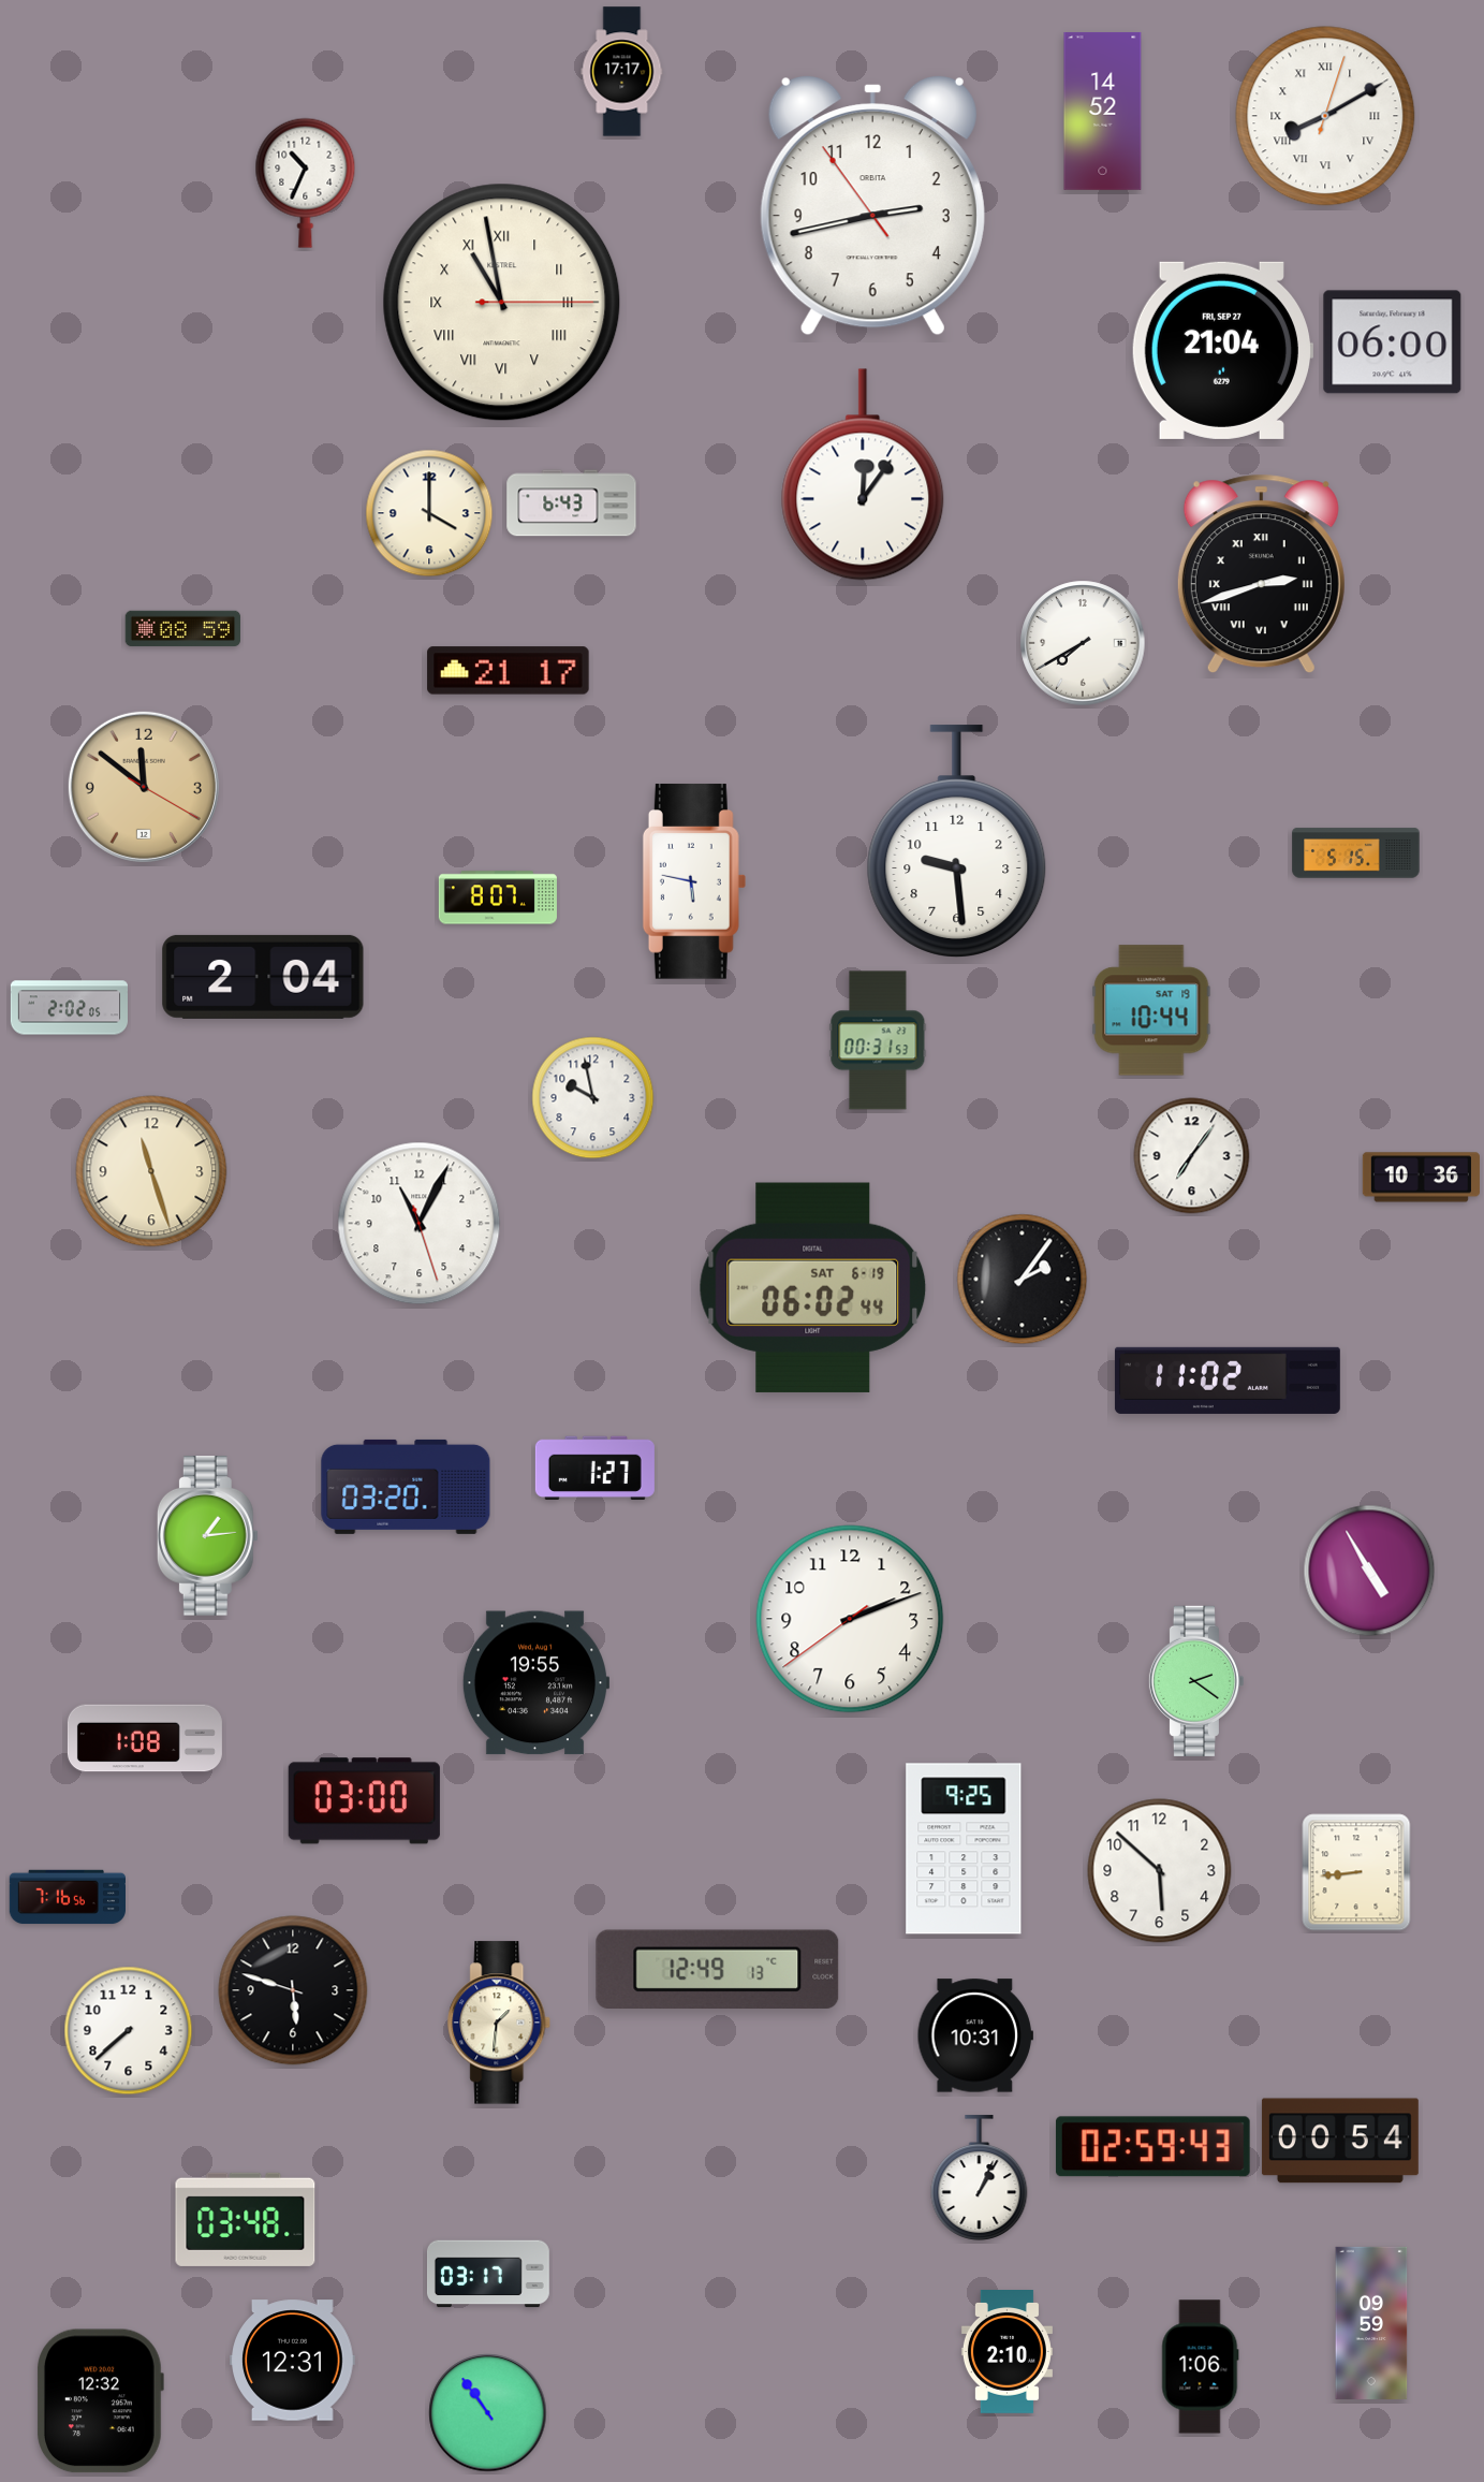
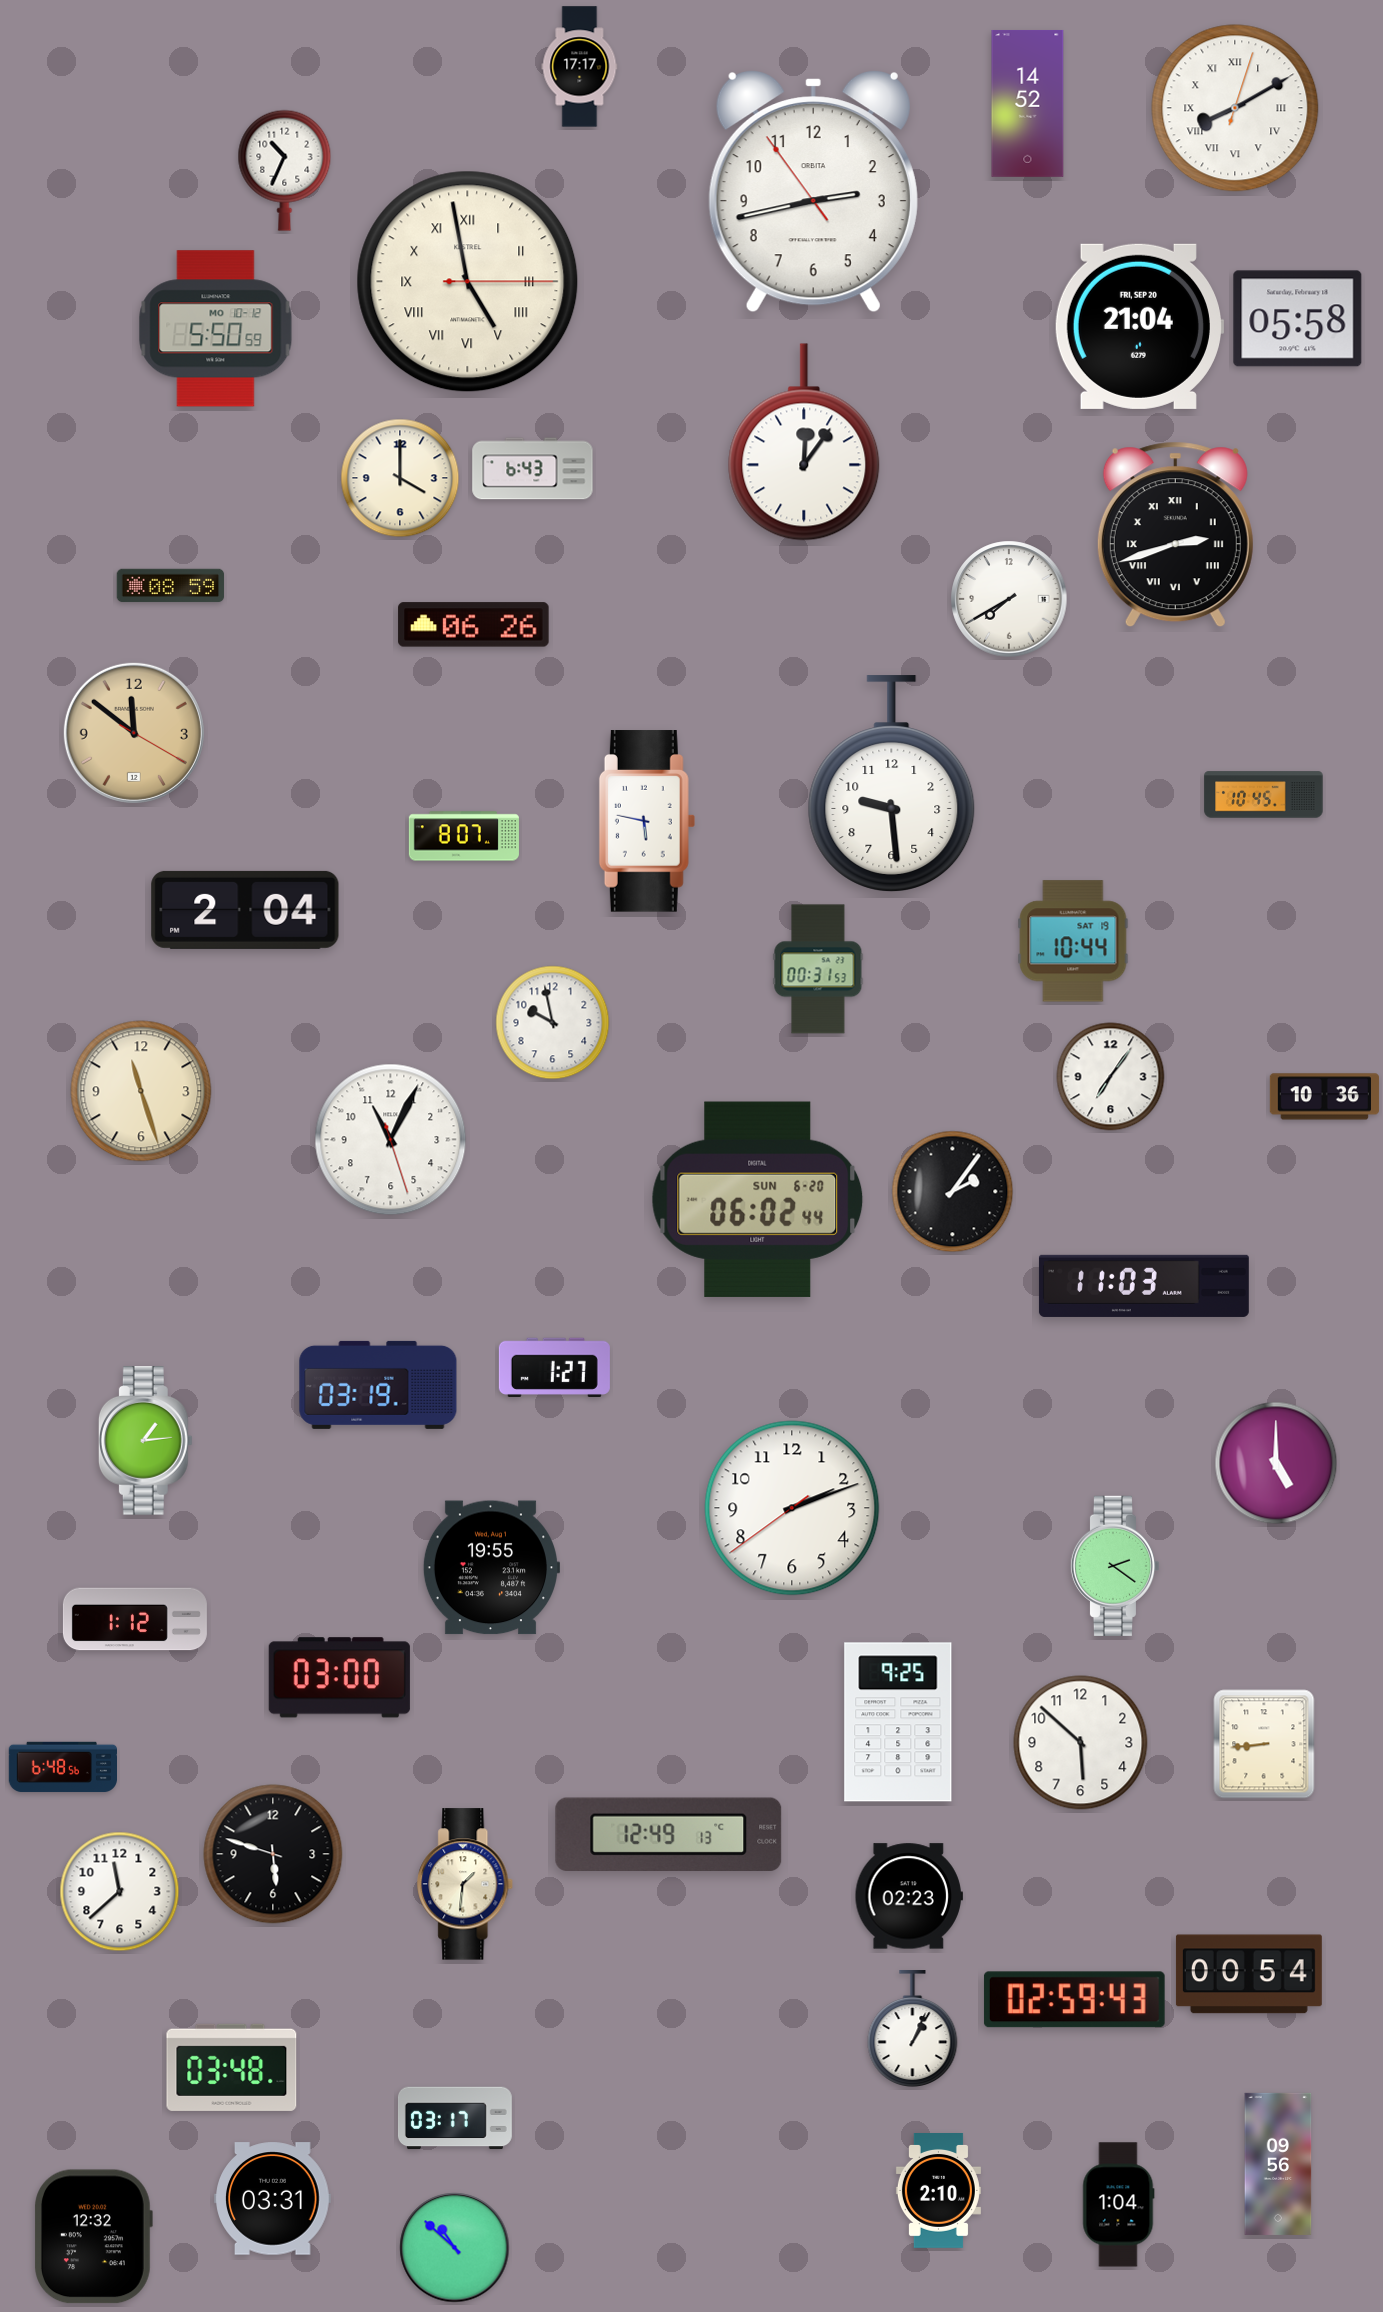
clock at (502, 303): 10:58 -> 4:58
clock at (1393, 342): 06:00 -> 05:58
clock at (1221, 350) date: FRI, SEP 27 -> FRI, SEP 20
clock at (216, 329): none -> 5:50
clock at (509, 671): 21:17 -> 06:26
clock at (1356, 853): 5:15 -> 10:45
clock at (69, 1008): 2:02 -> none
clock at (813, 1287) date: SAT 6-19 -> SUN 6-20
clock at (1228, 1381): 11:02 -> 11:03
clock at (406, 1487): 03:20 -> 03:19
clock at (207, 1536) position: (207, 1536) -> (145, 1441)
clock at (1369, 1571): 4:55 -> 5:00
clock at (535, 1683) position: (535, 1683) -> (491, 1568)
clock at (145, 1738): 1:08 -> 1:12
clock at (67, 1897): 7:16 -> 6:48
clock at (129, 2031): 7:38 -> 11:38
clock at (975, 2035): 10:31 -> 02:23
clock at (1340, 2141) position: (1340, 2141) -> (1249, 1974)
clock at (246, 2219) position: (246, 2219) -> (232, 2067)
clock at (1371, 2323): 09:59 -> 09:56
clock at (293, 2361): 12:31 -> 03:31
clock at (1201, 2367): 1:06 -> 1:04
clock at (488, 2413): 10:54 -> 10:52
